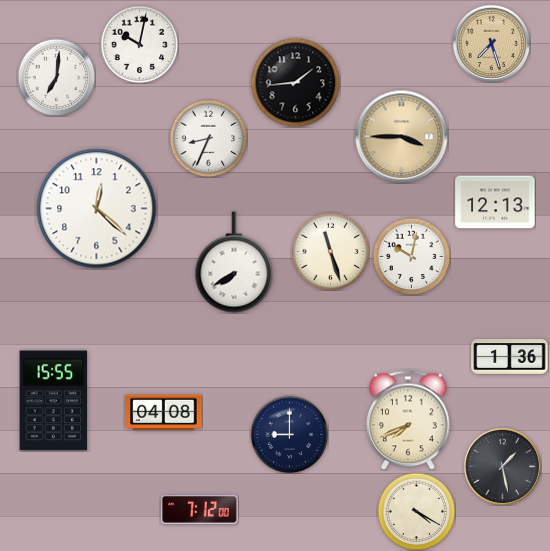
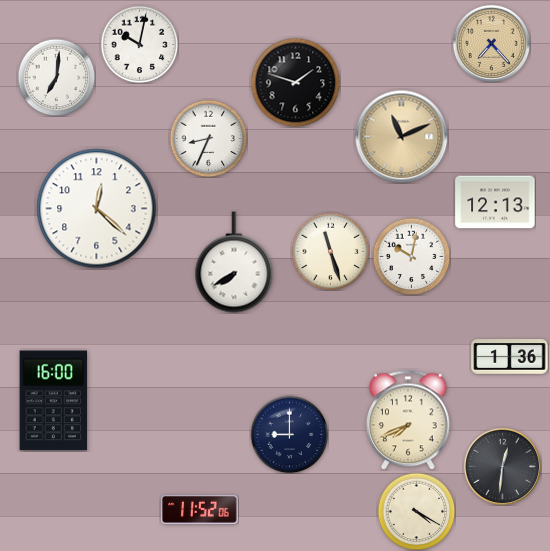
clock at (491, 43): 7:27 -> 7:23
clock at (295, 82): 1:44 -> 1:48
clock at (401, 136): 3:45 -> 11:11
clock at (54, 401): 15:55 -> 16:00
clock at (164, 413): 04:08 -> none
clock at (502, 466): 1:28 -> 12:31
clock at (200, 509): 7:12 -> 11:52
